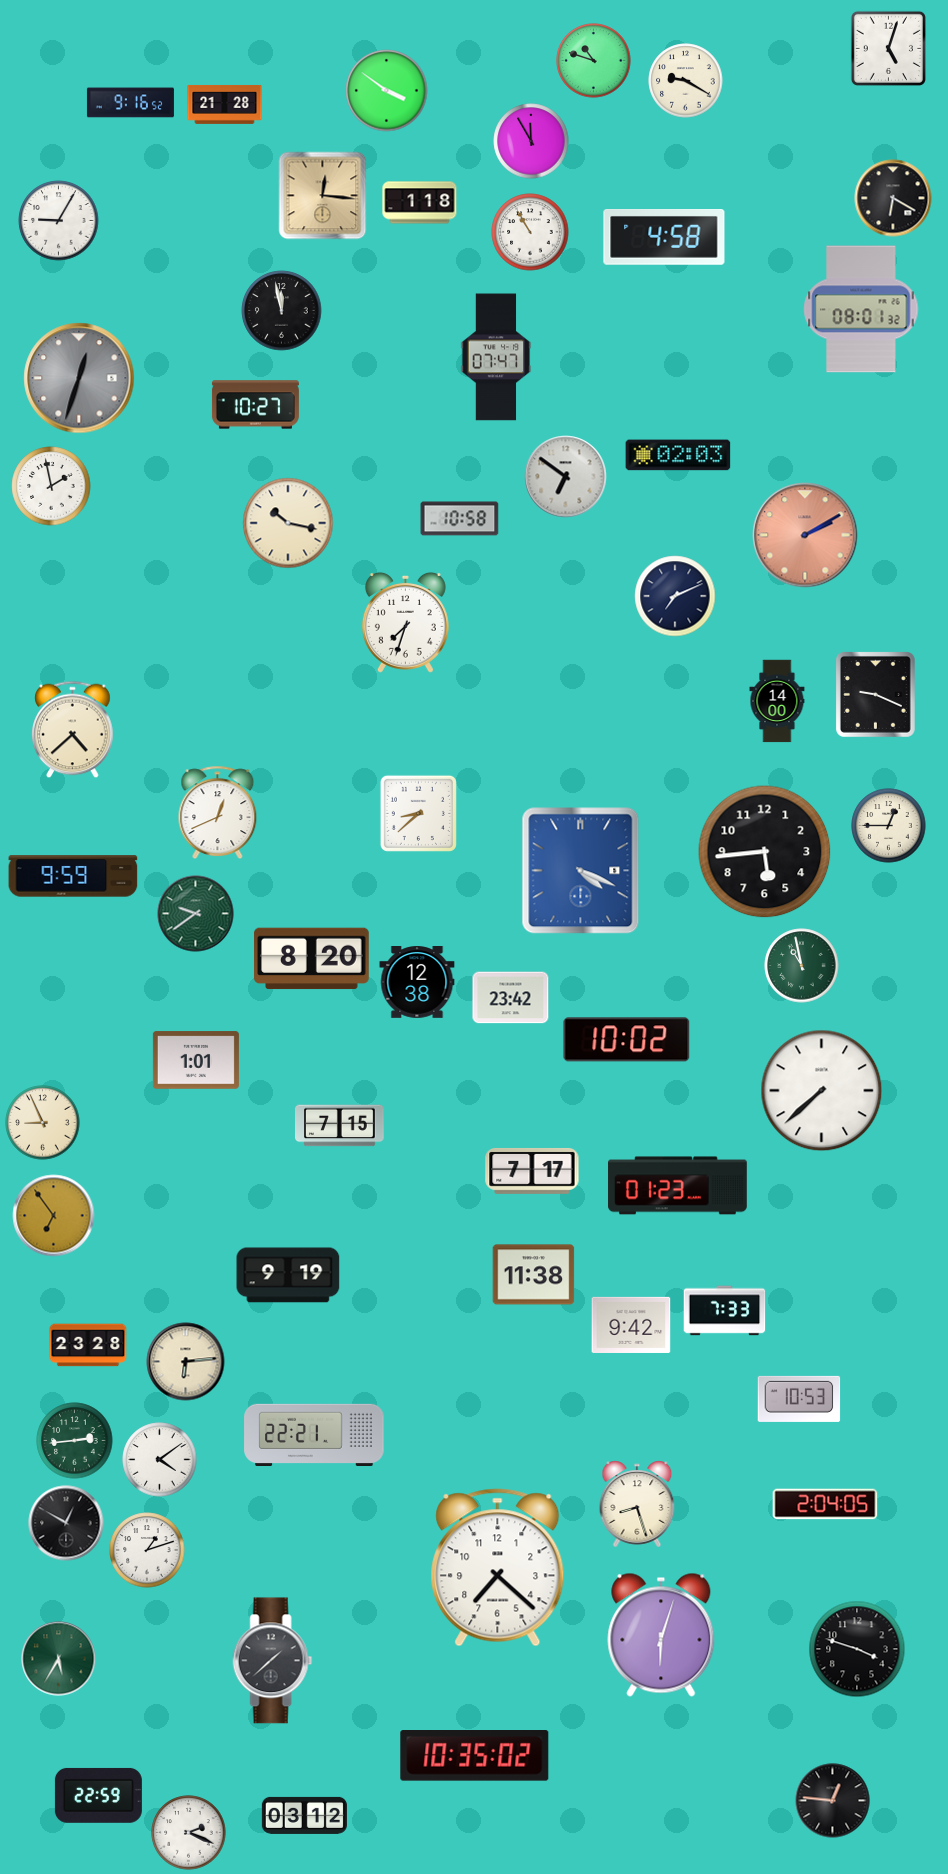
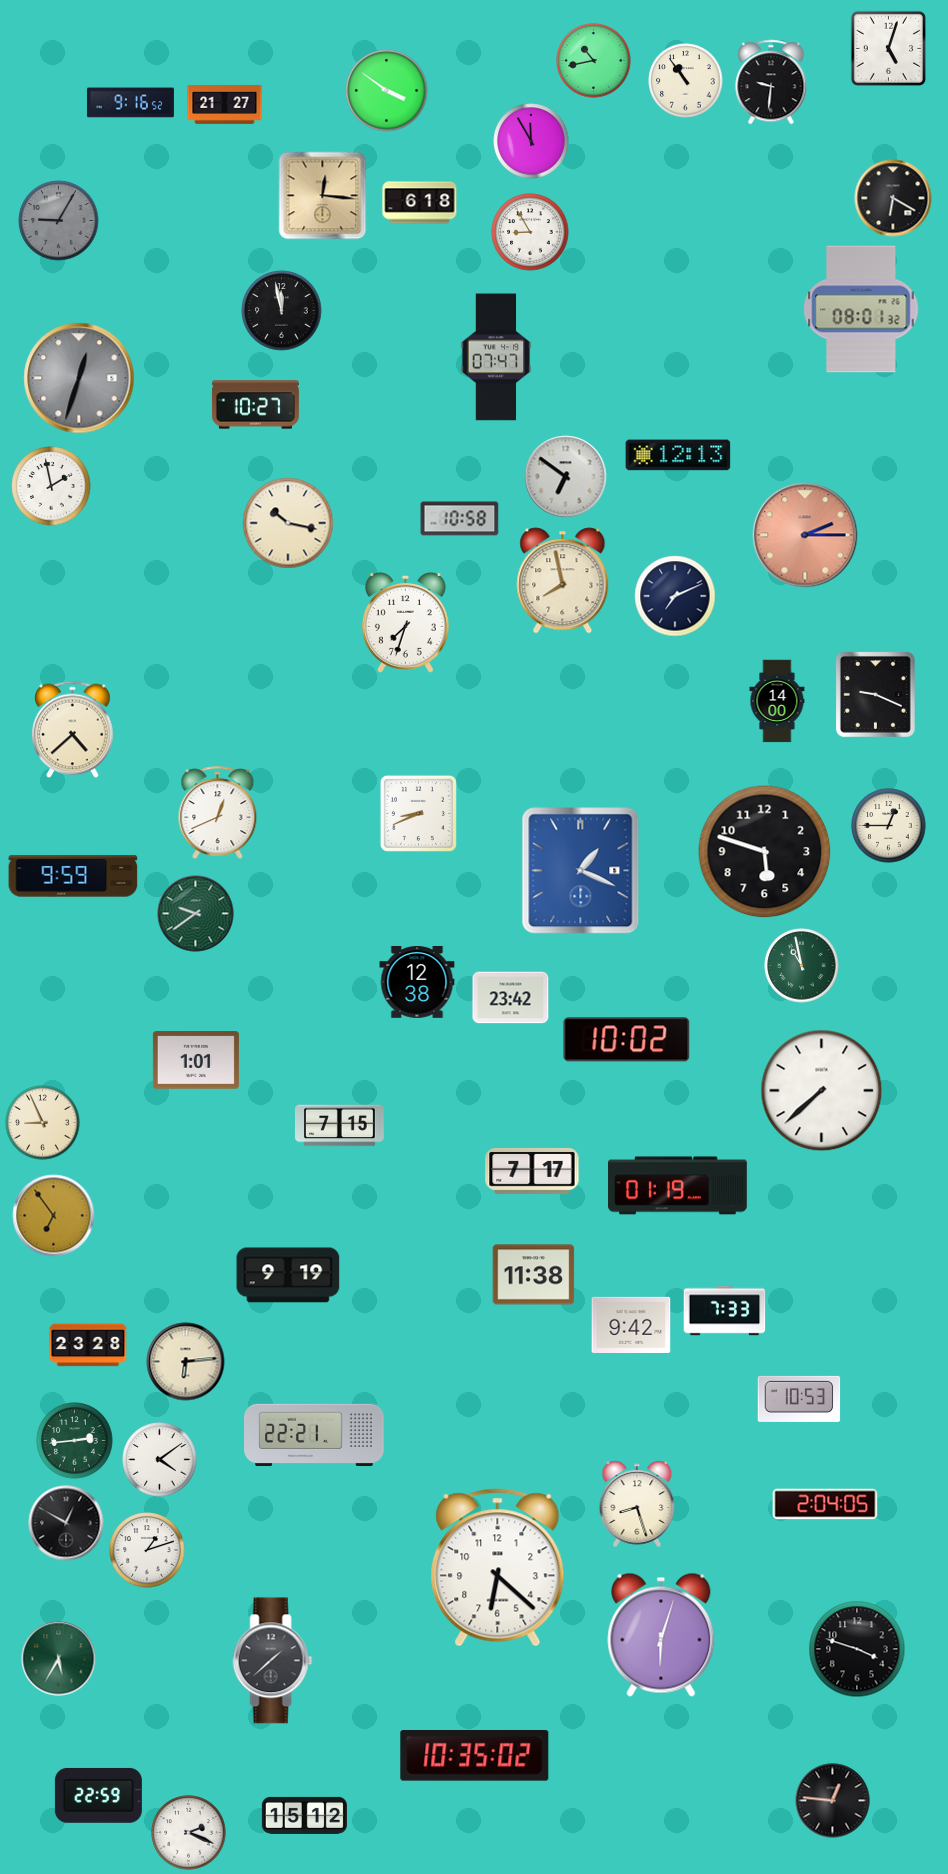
clock at (594, 61): 10:48 -> 10:43
clock at (686, 81): 9:20 -> 10:54
clock at (771, 82): none -> 9:31
clock at (225, 105): 21:28 -> 21:27
clock at (420, 203): 1:18 -> 6:18
clock at (59, 221) dial: white -> grey
clock at (530, 232): 10:55 -> 8:55
clock at (664, 238): 4:58 -> none
clock at (678, 455): 02:03 -> 12:13
clock at (805, 535): 2:10 -> 2:15
clock at (563, 581): none -> 7:58
clock at (418, 813): 8:38 -> 8:41
clock at (765, 852): 5:44 -> 5:48
clock at (581, 871): 4:19 -> 1:19
clock at (312, 959): 8:20 -> none
clock at (678, 1186): 01:23 -> 01:19
clock at (498, 1568): 7:22 -> 6:22
clock at (304, 1815): 03:12 -> 15:12
